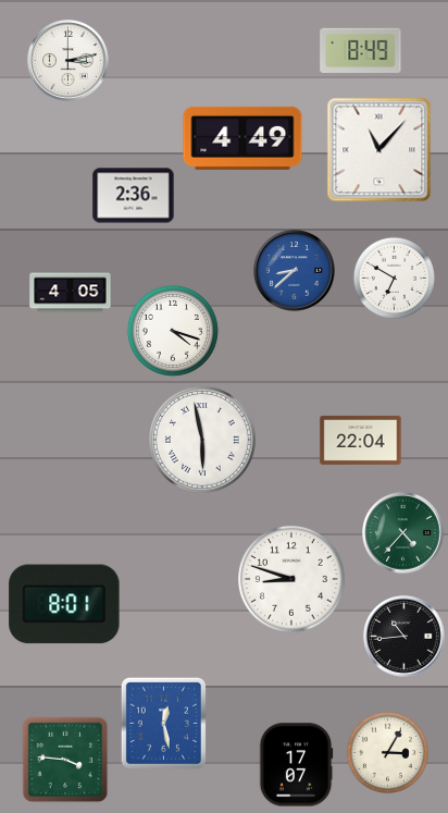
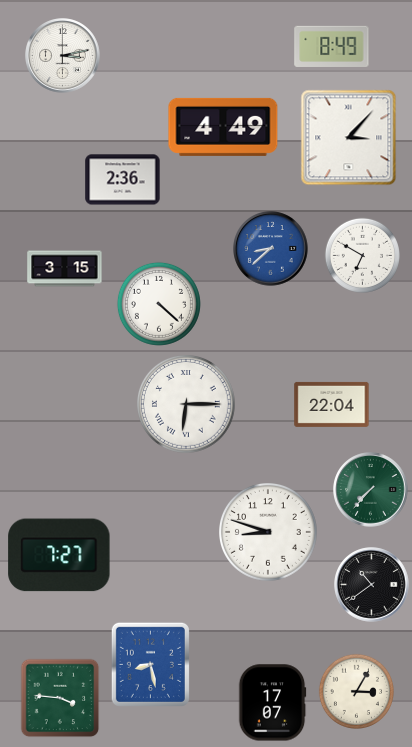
clock at (379, 150): 11:07 -> 3:07
clock at (71, 293): 4:05 -> 3:15
clock at (173, 331): 4:18 -> 4:22
clock at (203, 441): 5:58 -> 6:15
clock at (403, 533): 4:37 -> 7:37
clock at (64, 604): 8:01 -> 7:27
clock at (405, 637): 10:44 -> 10:39
clock at (163, 723): 12:28 -> 8:28
